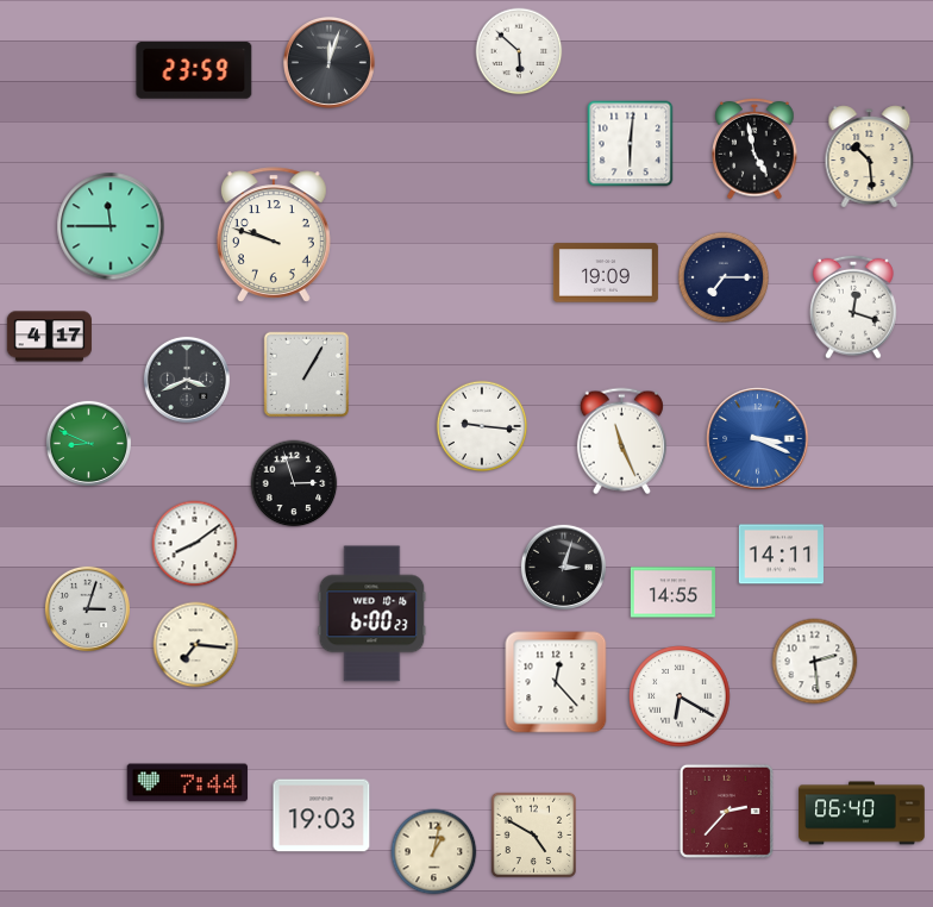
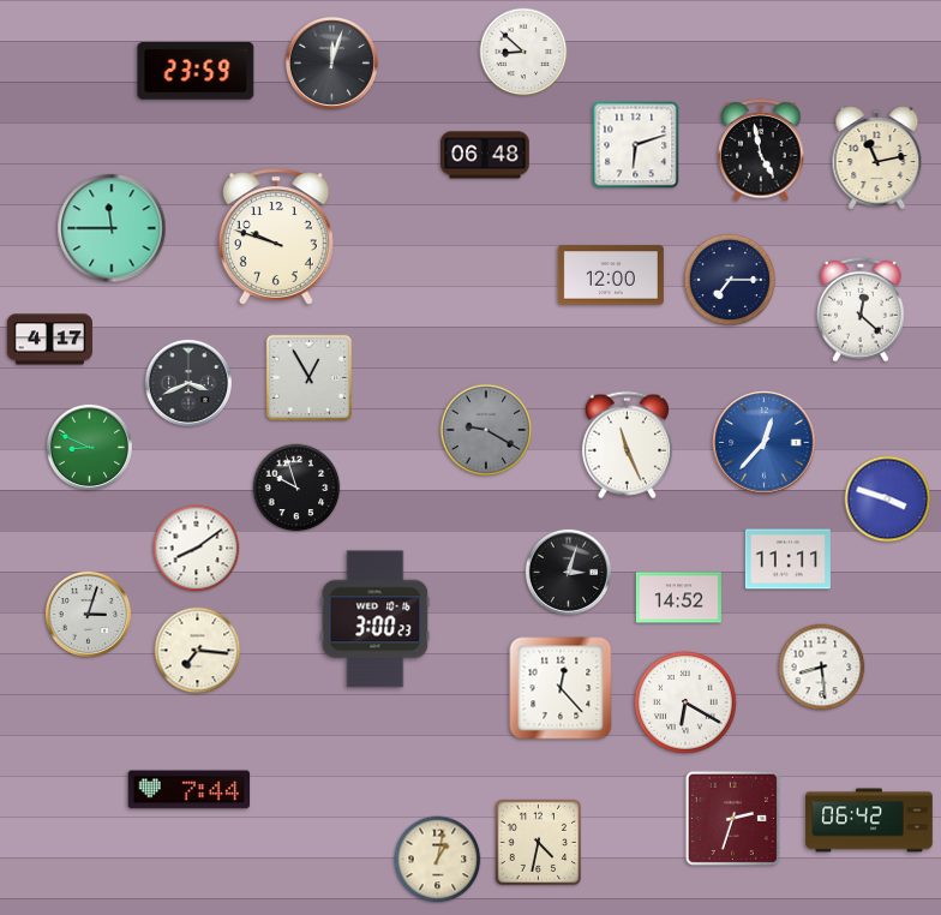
clock at (519, 51): 5:52 -> 8:52
clock at (631, 144): 6:01 -> 6:12
clock at (485, 155): none -> 06:48
clock at (870, 157): 10:29 -> 11:13
clock at (606, 273): 19:09 -> 12:00
clock at (853, 307): 12:18 -> 12:22
clock at (307, 375): 1:05 -> 12:55
clock at (482, 426): 9:16 -> 9:20
clock at (482, 426) dial: white -> grey
clock at (758, 439): 3:19 -> 12:37
clock at (294, 483): 2:57 -> 9:57
clock at (888, 500): none -> 3:48
clock at (781, 555): 14:11 -> 11:11
clock at (672, 593): 14:55 -> 14:52
clock at (372, 614): 6:00 -> 3:00
clock at (815, 662): 2:29 -> 8:29
clock at (726, 811): 2:37 -> 2:33
clock at (862, 813): 06:40 -> 06:42
clock at (321, 815): 19:03 -> none
clock at (534, 836): 4:50 -> 4:32
